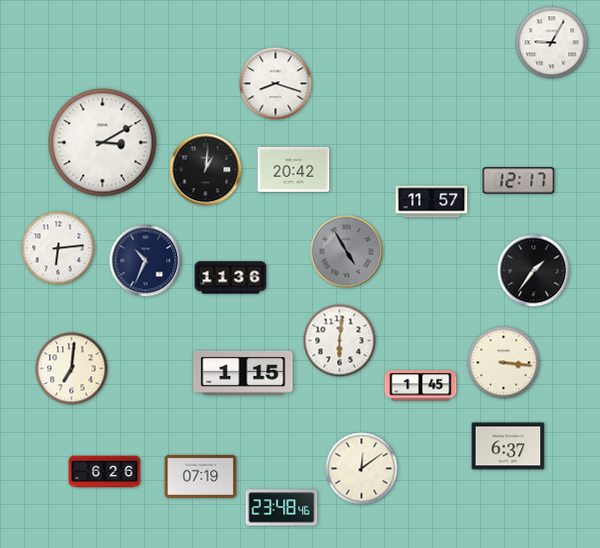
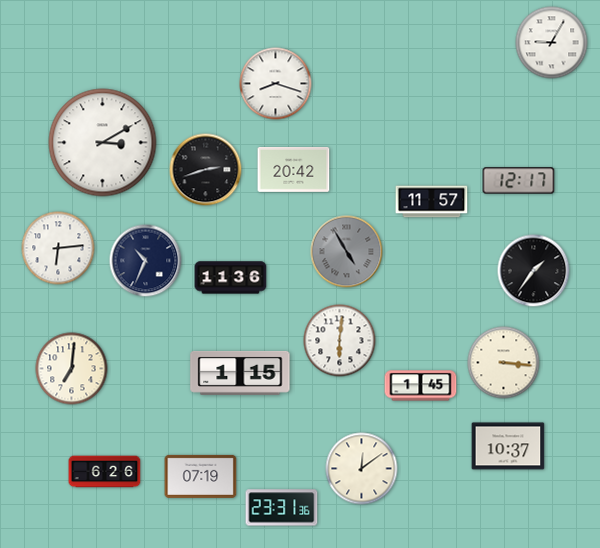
clock at (206, 170): 1:01 -> 2:42
clock at (243, 373) position: (243, 373) -> (240, 373)
clock at (508, 446): 6:37 -> 10:37
clock at (282, 508): 23:48 -> 23:31
